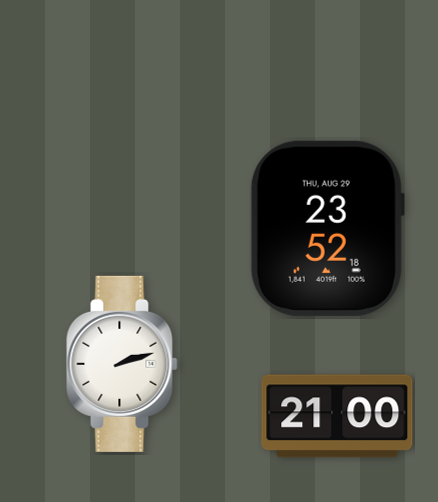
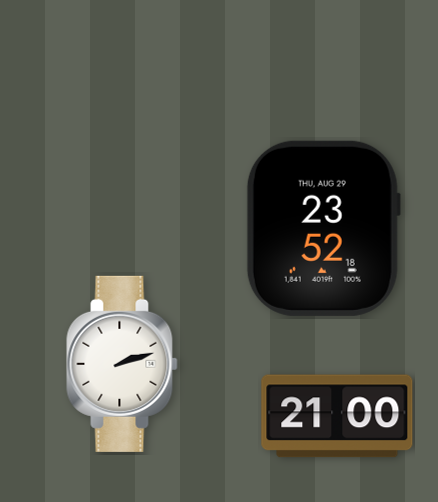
clock at (327, 228) position: (327, 228) -> (323, 228)
